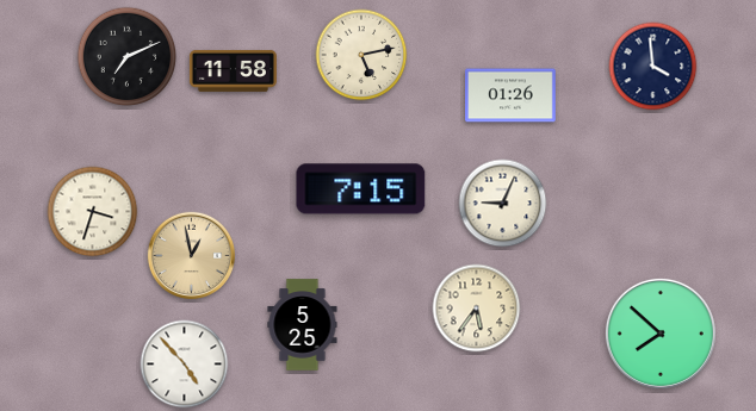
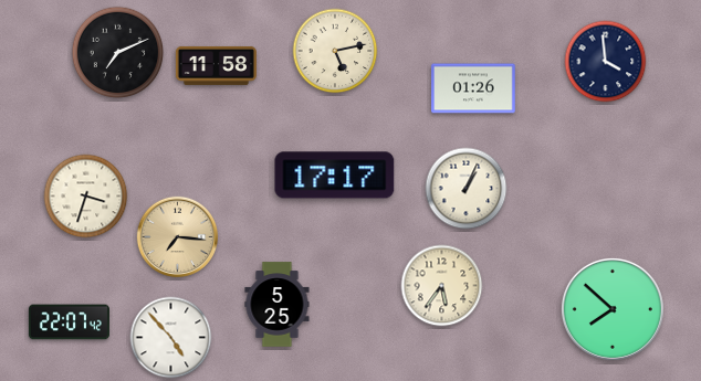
clock at (361, 189): 7:15 -> 17:17
clock at (503, 204): 9:04 -> 1:04
clock at (192, 256): 12:58 -> 7:16
clock at (303, 325) position: (303, 325) -> (278, 305)
clock at (69, 322): none -> 22:07
